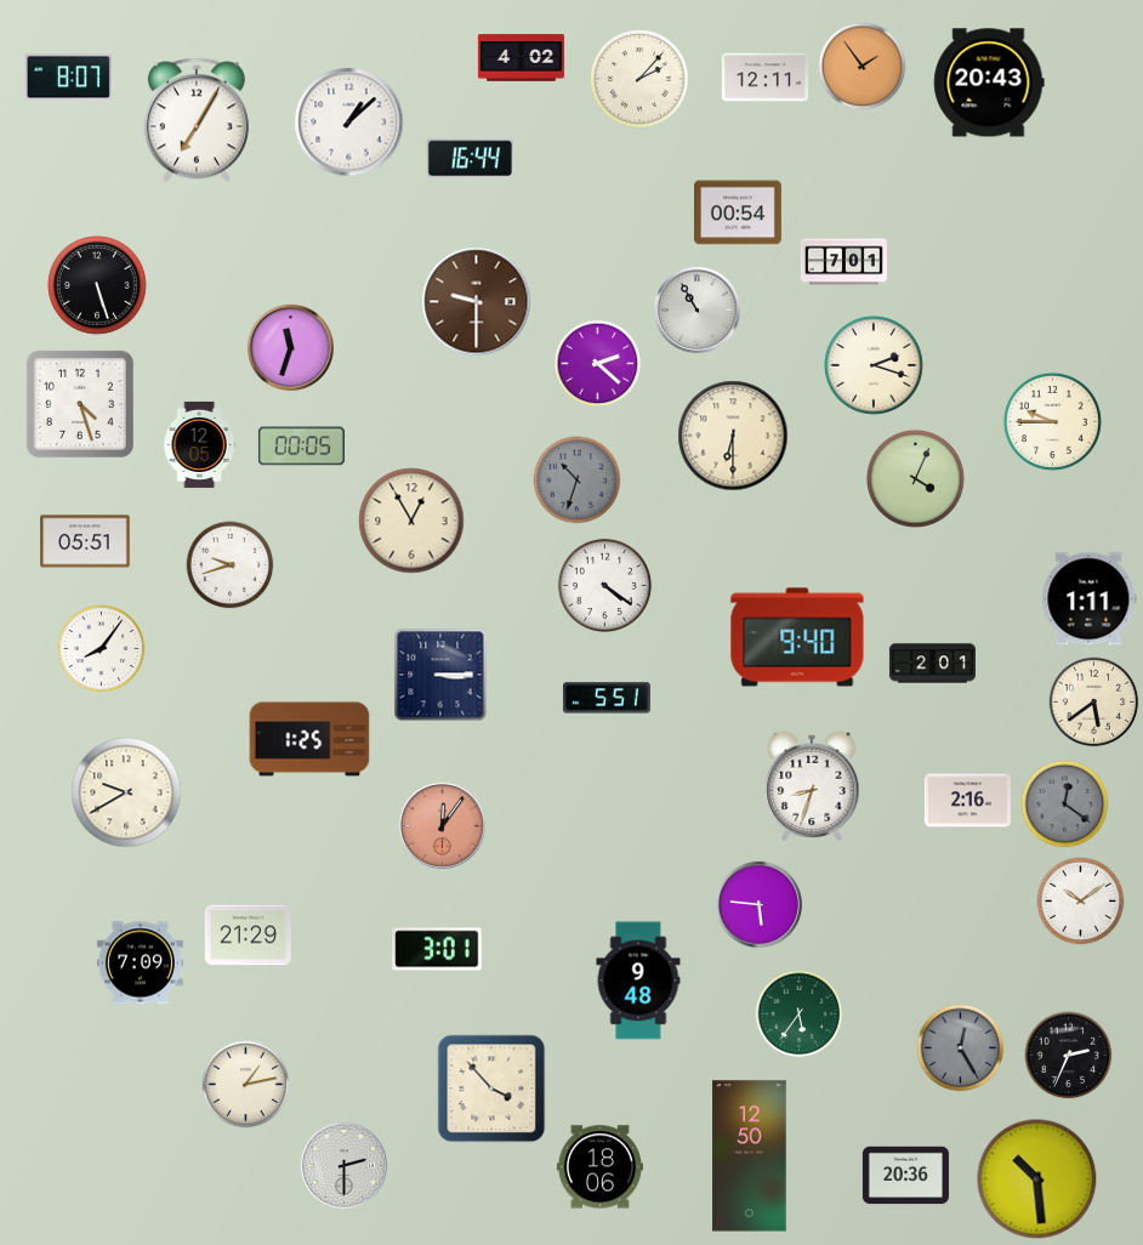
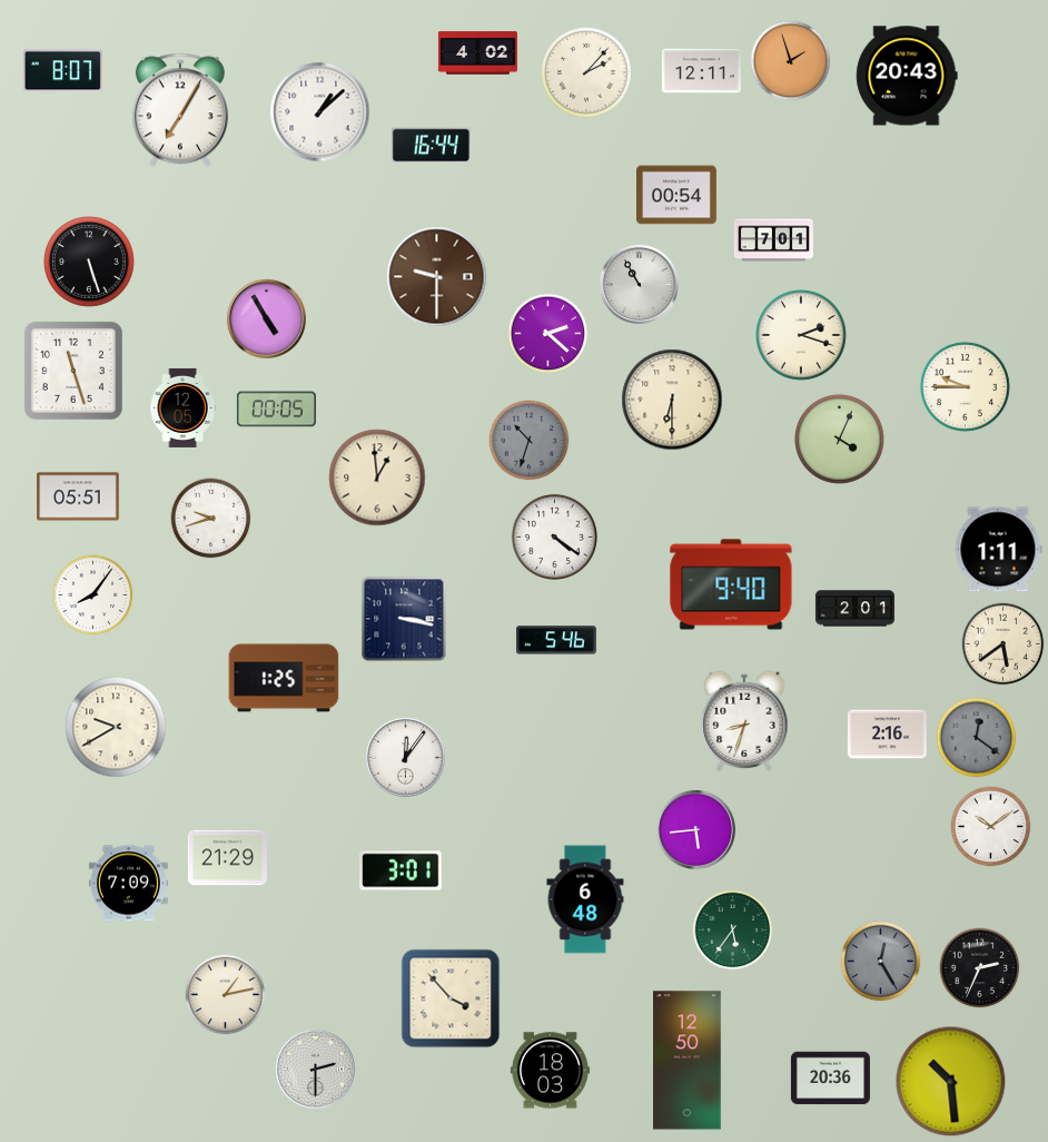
clock at (863, 67): 1:54 -> 1:57
clock at (290, 347): 11:33 -> 4:55
clock at (80, 404): 4:27 -> 11:27
clock at (411, 521): 12:55 -> 12:59
clock at (440, 675): 3:15 -> 3:17
clock at (607, 698): 5:51 -> 5:46
clock at (442, 825) dial: salmon -> white
clock at (758, 904): 5:46 -> 5:44
clock at (638, 980): 9:48 -> 6:48
clock at (599, 1167): 18:06 -> 18:03
